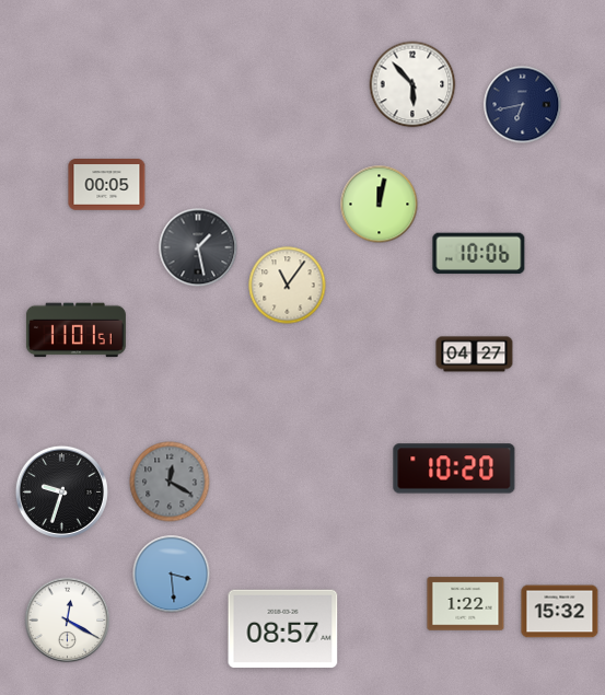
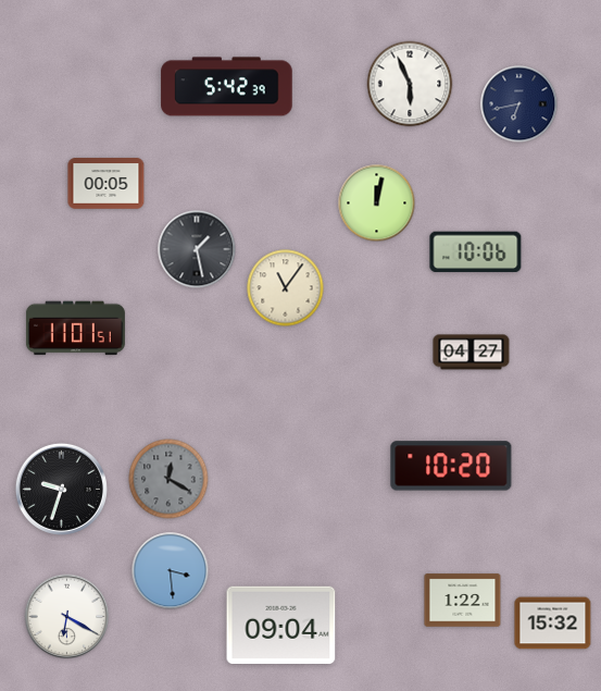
clock at (412, 84): 5:53 -> 5:56
clock at (227, 87): none -> 5:42
clock at (198, 247) position: (198, 247) -> (197, 249)
clock at (288, 286) position: (288, 286) -> (286, 288)
clock at (560, 612) position: (560, 612) -> (553, 624)
clock at (68, 621): 12:20 -> 6:20
clock at (283, 629): 08:57 -> 09:04
